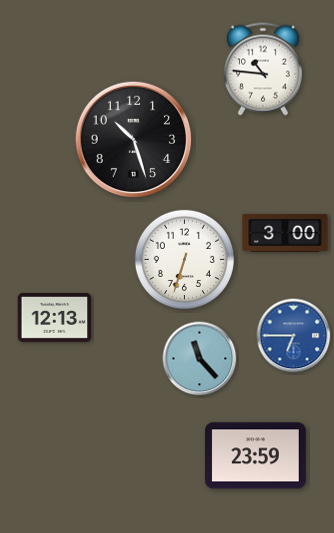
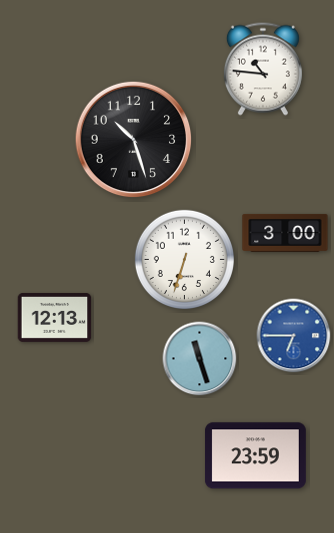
clock at (200, 359): 11:23 -> 11:27
